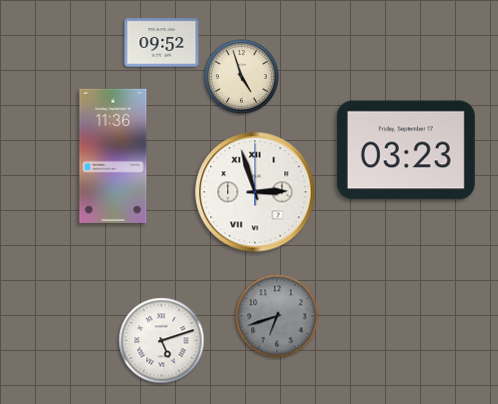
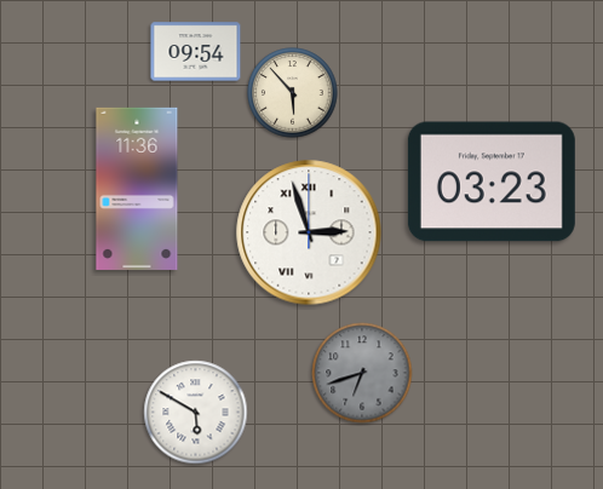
clock at (162, 43): 09:52 -> 09:54
clock at (242, 77): 4:57 -> 5:53
clock at (277, 316) position: (277, 316) -> (362, 373)
clock at (162, 341): 5:12 -> 5:50
